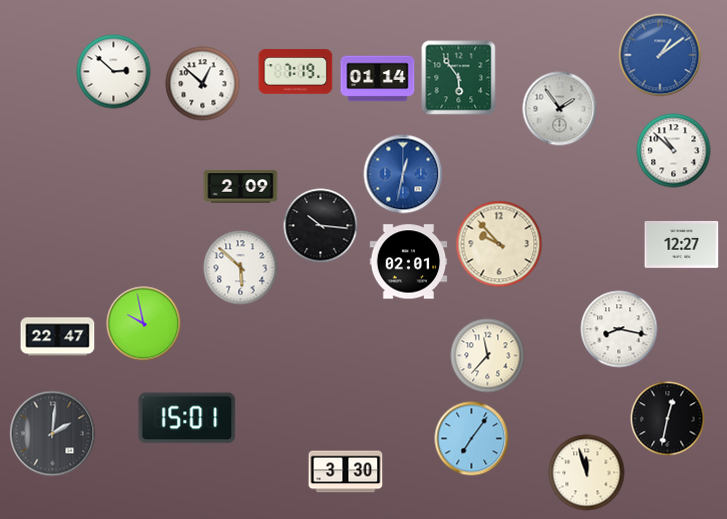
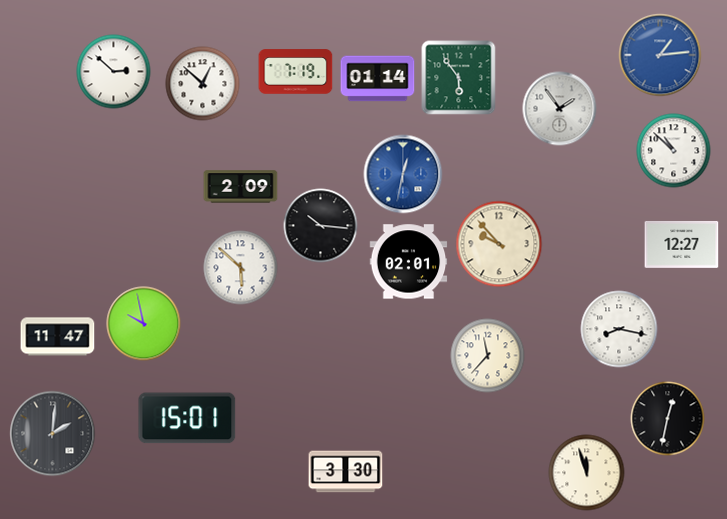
clock at (660, 55): 1:09 -> 1:14
clock at (58, 337): 22:47 -> 11:47
clock at (472, 439): 7:06 -> none
